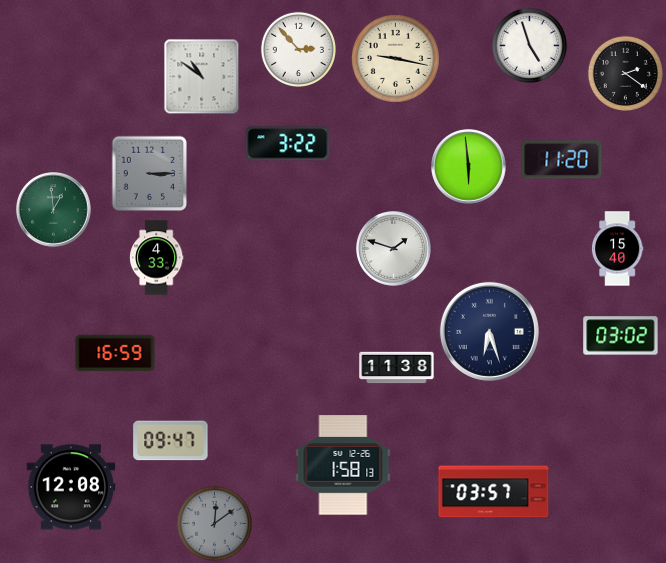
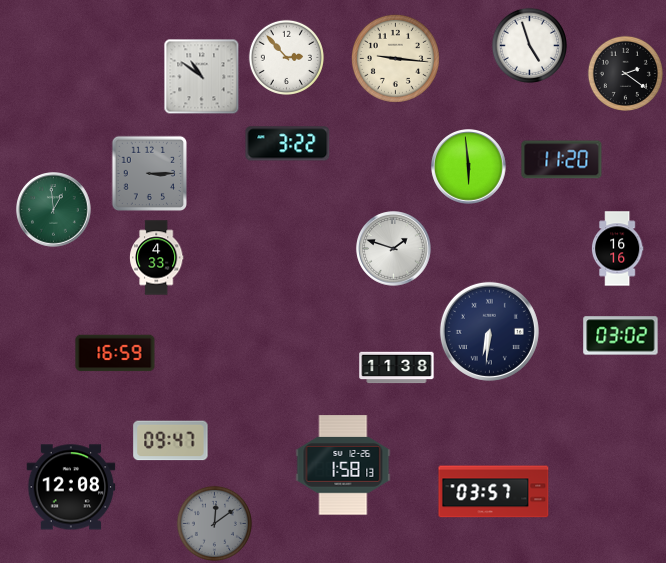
clock at (298, 49) position: (298, 49) -> (286, 57)
clock at (395, 58): 9:17 -> 9:16
clock at (617, 249): 15:40 -> 16:16
clock at (489, 331): 6:27 -> 6:31
